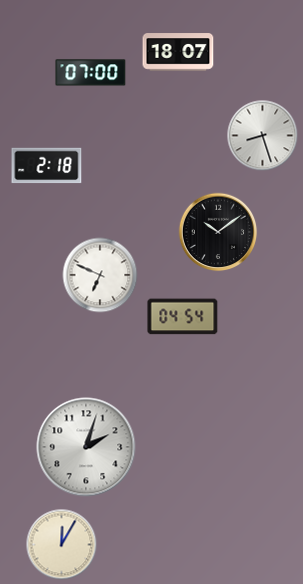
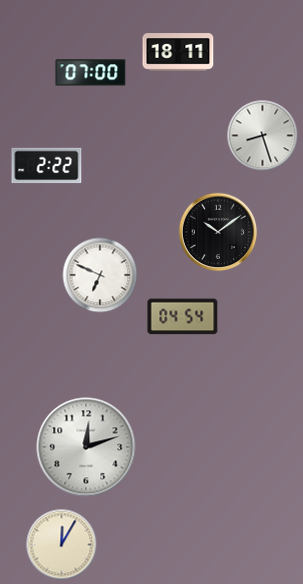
clock at (178, 52): 18:07 -> 18:11
clock at (47, 166): 2:18 -> 2:22
clock at (86, 447): 2:03 -> 12:12
